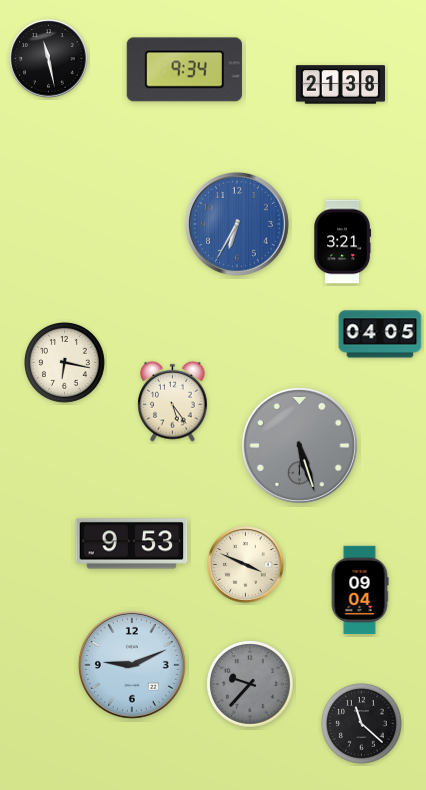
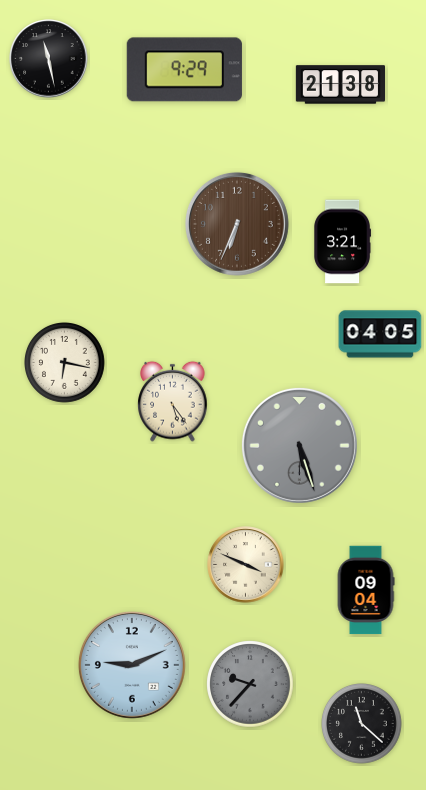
clock at (184, 70): 9:34 -> 9:29
clock at (237, 224): 6:35 -> 6:34
clock at (237, 224) dial: blue -> brown
clock at (132, 544): 9:53 -> none
clock at (360, 590) position: (360, 590) -> (366, 590)
